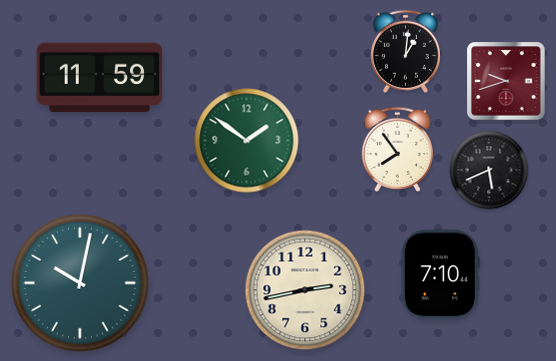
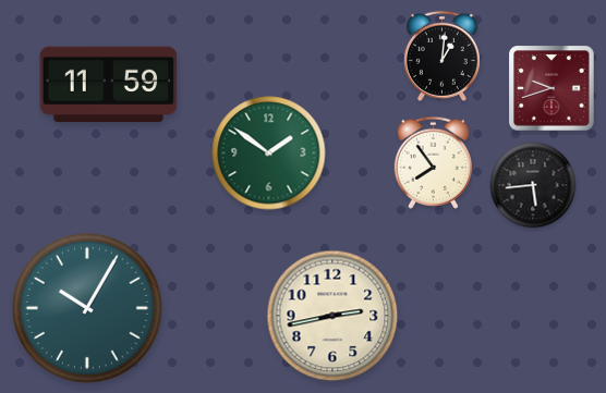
clock at (489, 170): 5:41 -> 5:44
clock at (440, 275): 7:10 -> none
clock at (80, 283): 10:02 -> 10:05
